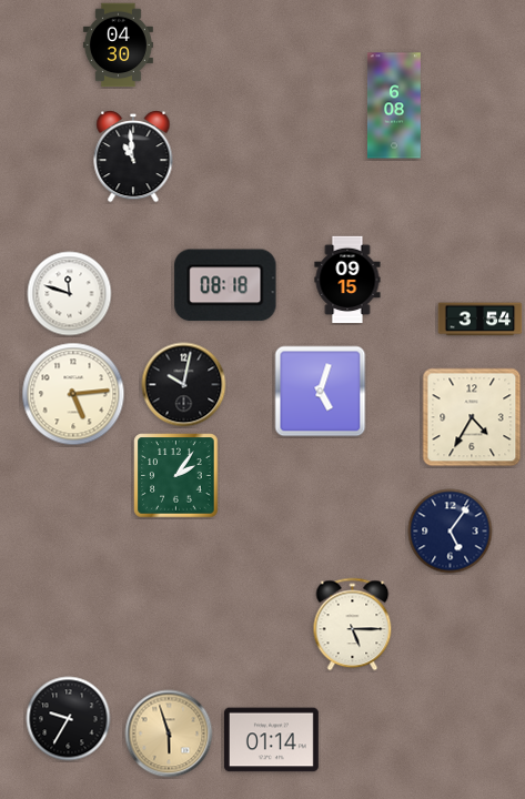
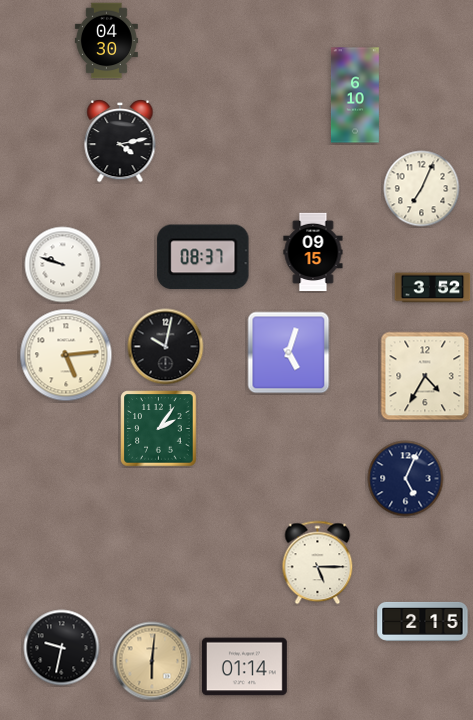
clock at (394, 105): 6:08 -> 6:10
clock at (133, 158): 10:59 -> 4:13
clock at (422, 189): none -> 7:04
clock at (225, 285): 08:18 -> 08:37
clock at (70, 294): 11:48 -> 9:48
clock at (481, 320): 3:54 -> 3:52
clock at (451, 532): 5:06 -> 5:04
clock at (423, 621): none -> 2:15
clock at (69, 719): 9:35 -> 9:32
clock at (169, 734): 5:57 -> 6:01
